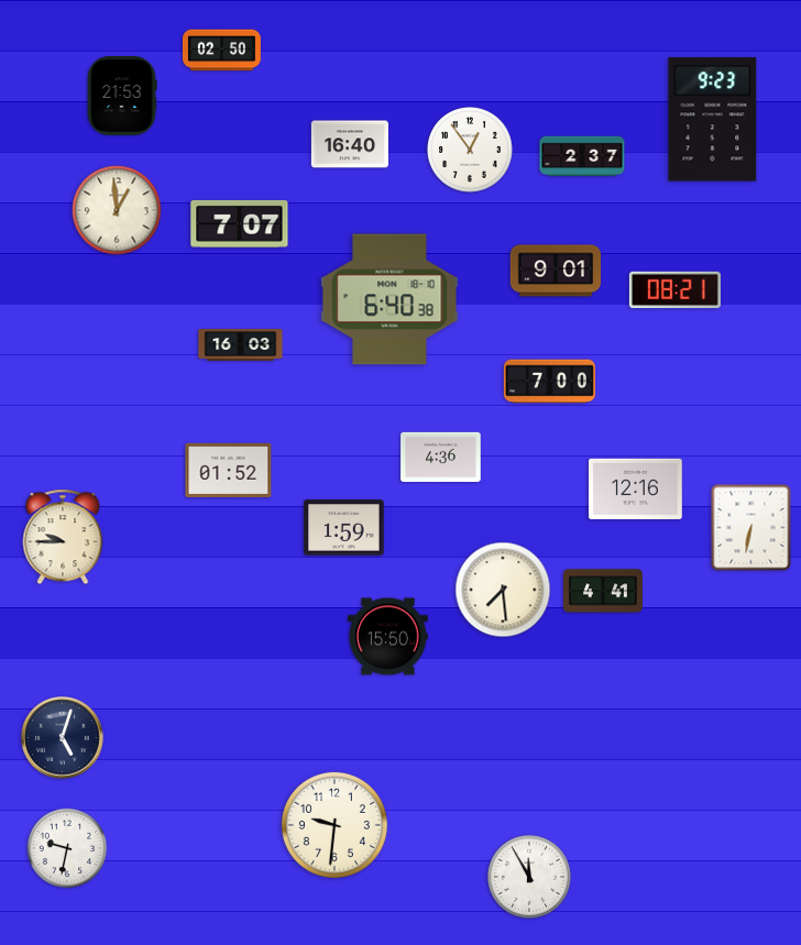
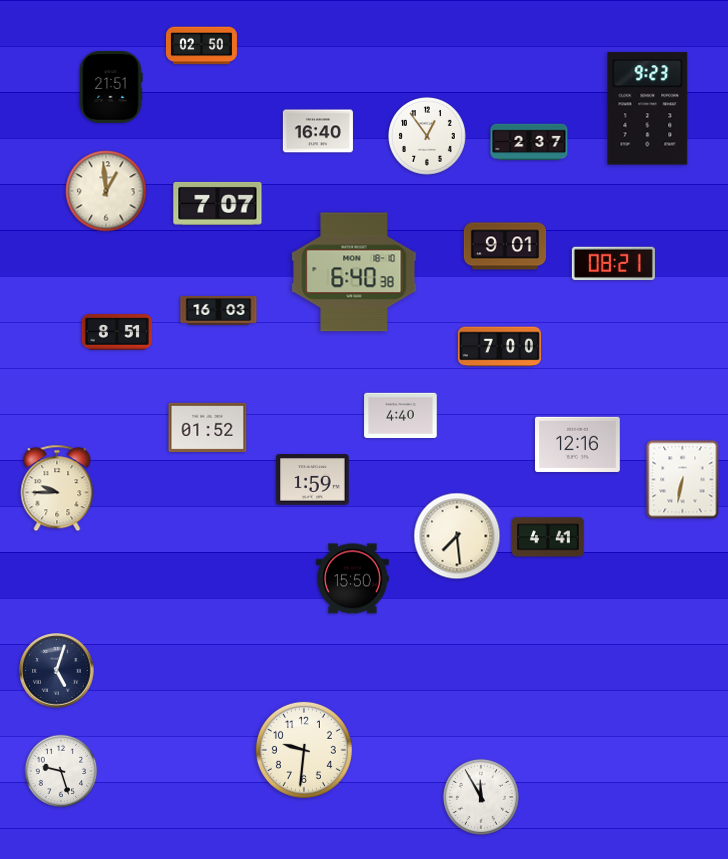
clock at (122, 97): 21:53 -> 21:51
clock at (241, 345) position: (241, 345) -> (219, 311)
clock at (117, 332): none -> 8:51
clock at (441, 457): 4:36 -> 4:40
clock at (67, 848): 9:32 -> 9:27
